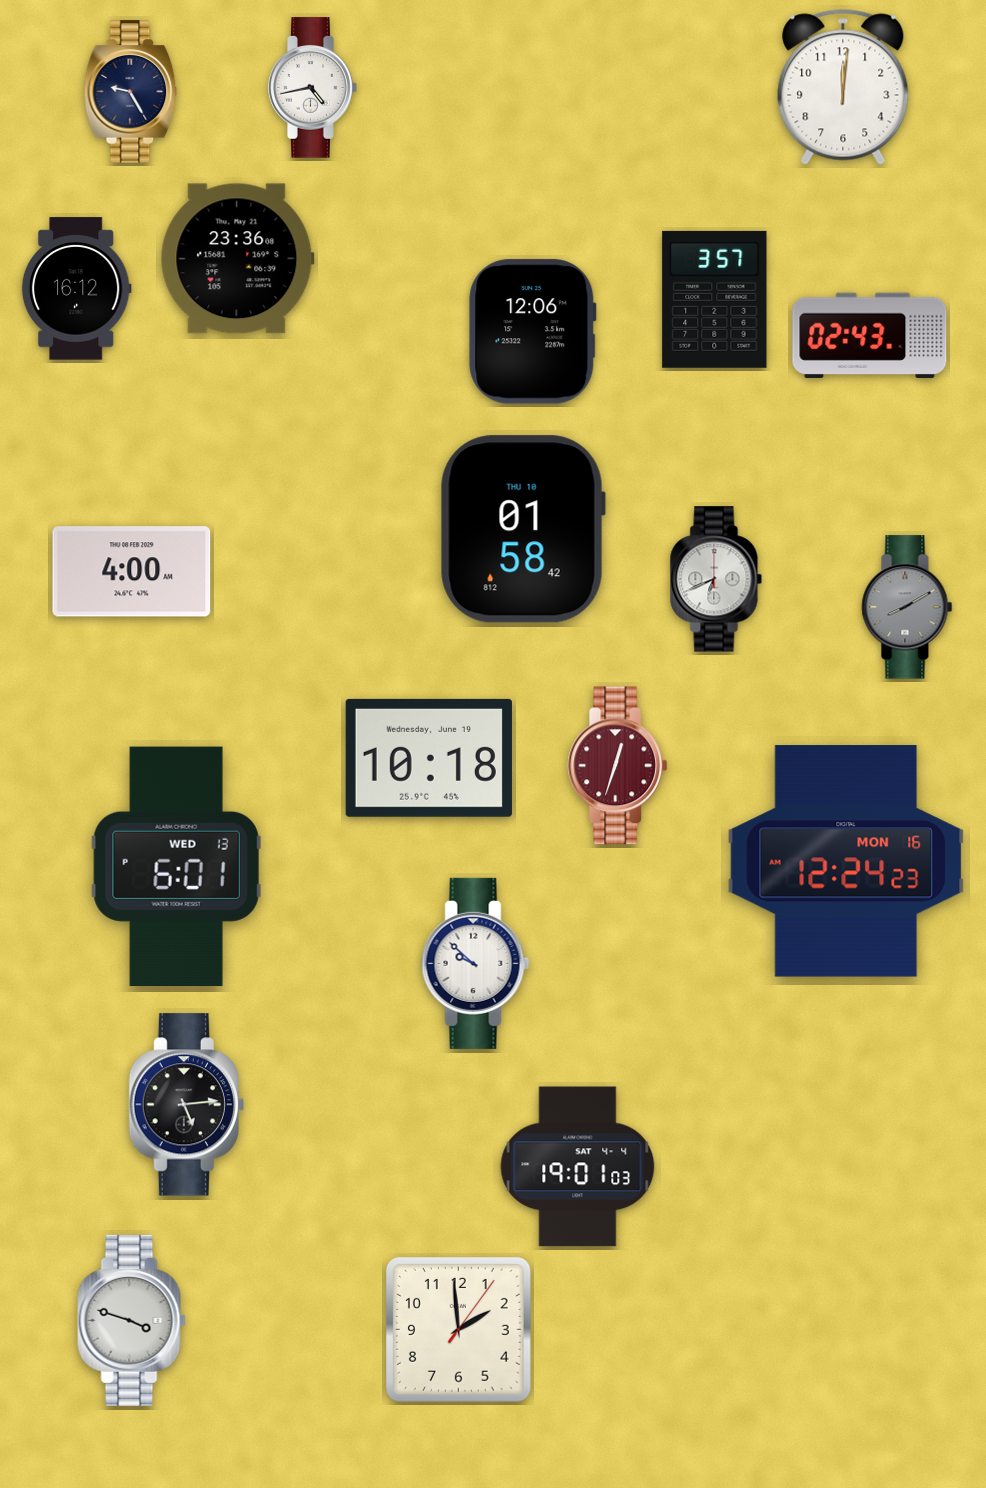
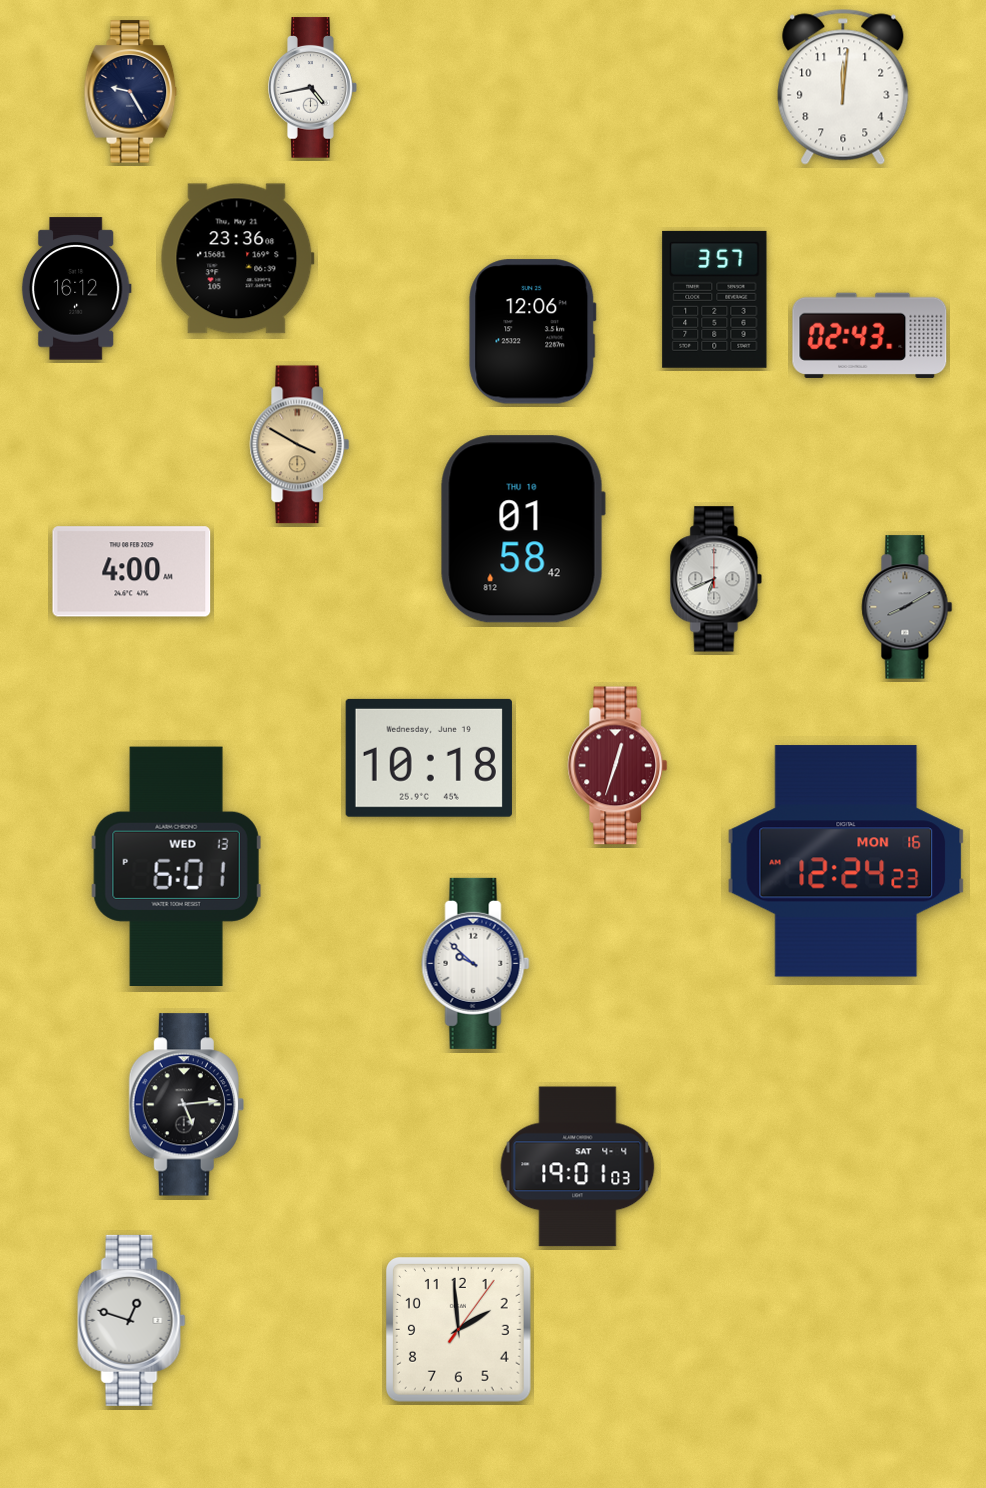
clock at (300, 445): none -> 3:50
clock at (132, 1320): 3:48 -> 12:48
